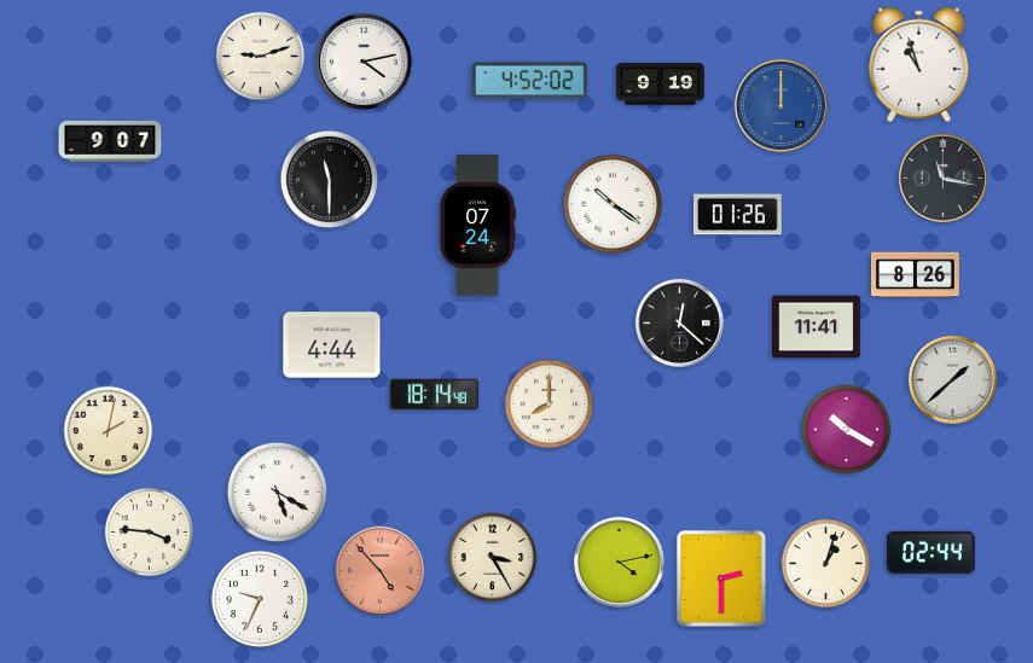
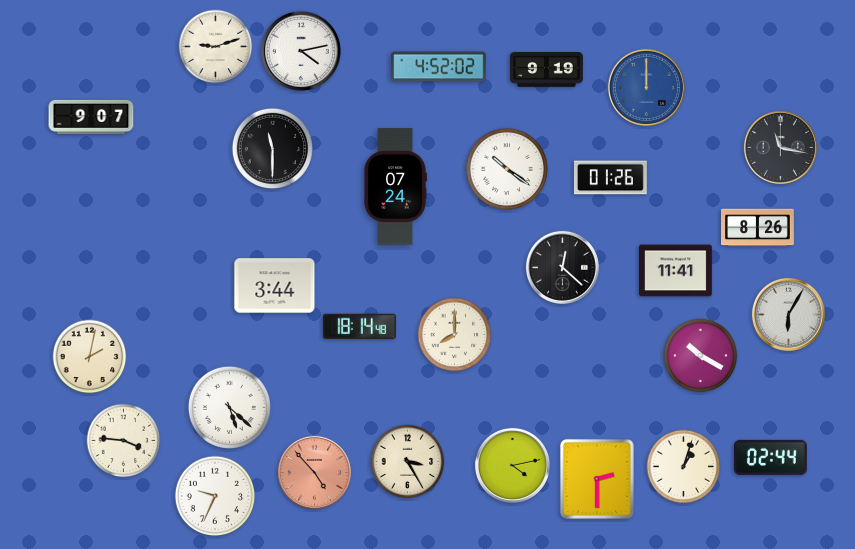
clock at (919, 65): 10:57 -> none
clock at (332, 345): 4:44 -> 3:44
clock at (952, 379): 1:38 -> 6:05
clock at (277, 492): 5:20 -> 5:22
